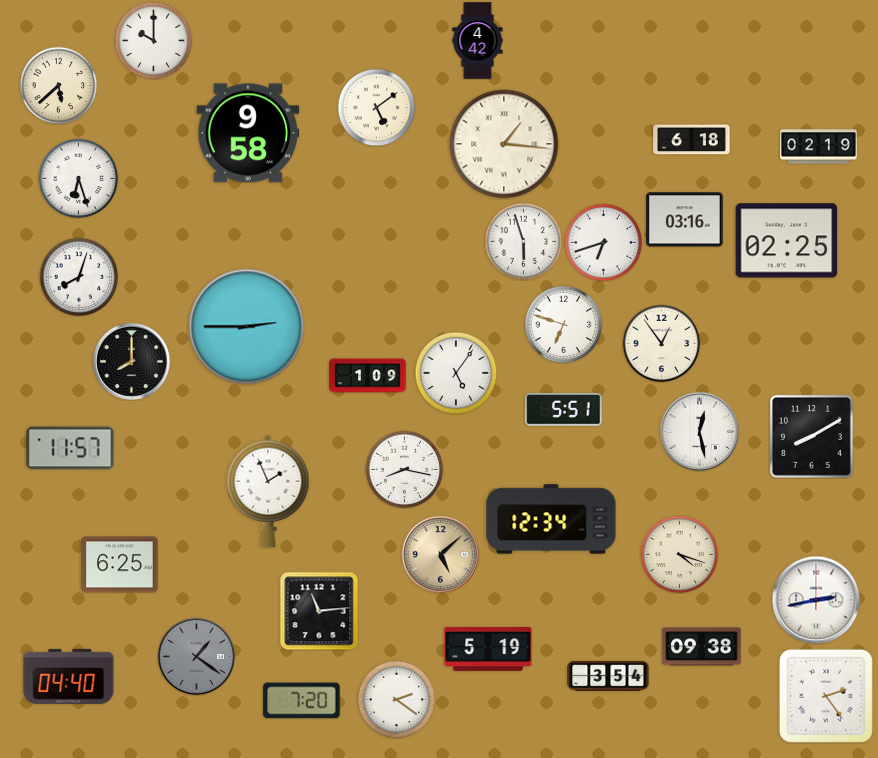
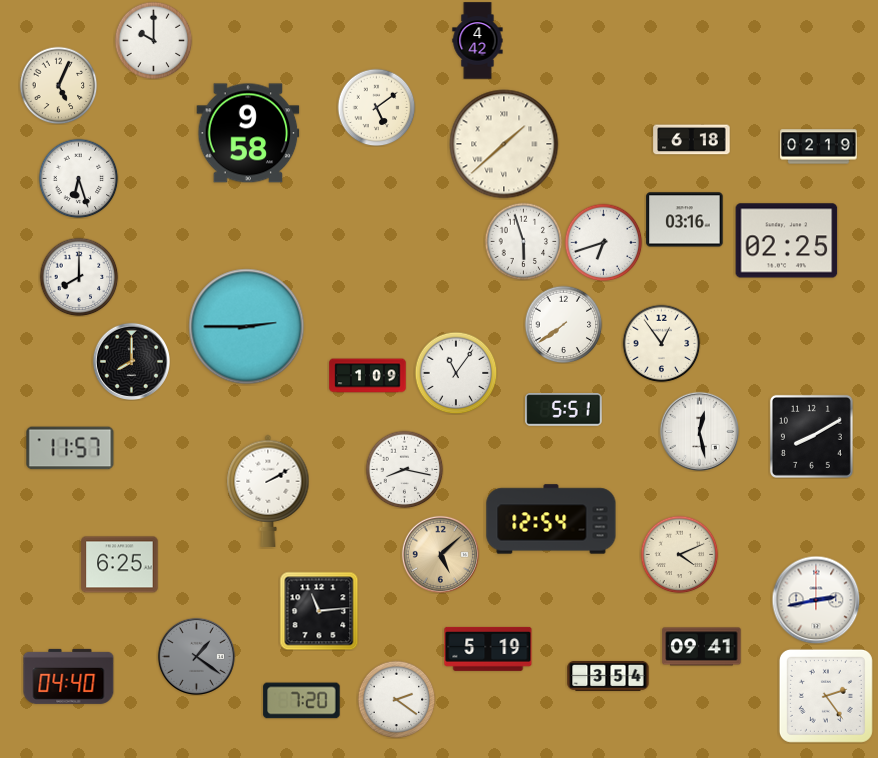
clock at (58, 85): 5:38 -> 5:04
clock at (504, 144): 1:16 -> 1:38
clock at (79, 277): 8:03 -> 8:00
clock at (563, 324): 6:48 -> 7:39
clock at (456, 373): 5:06 -> 11:06
clock at (268, 491): 1:56 -> 2:10
clock at (551, 519): 12:34 -> 12:54
clock at (679, 554): 4:18 -> 4:11
clock at (702, 647): 09:38 -> 09:41
